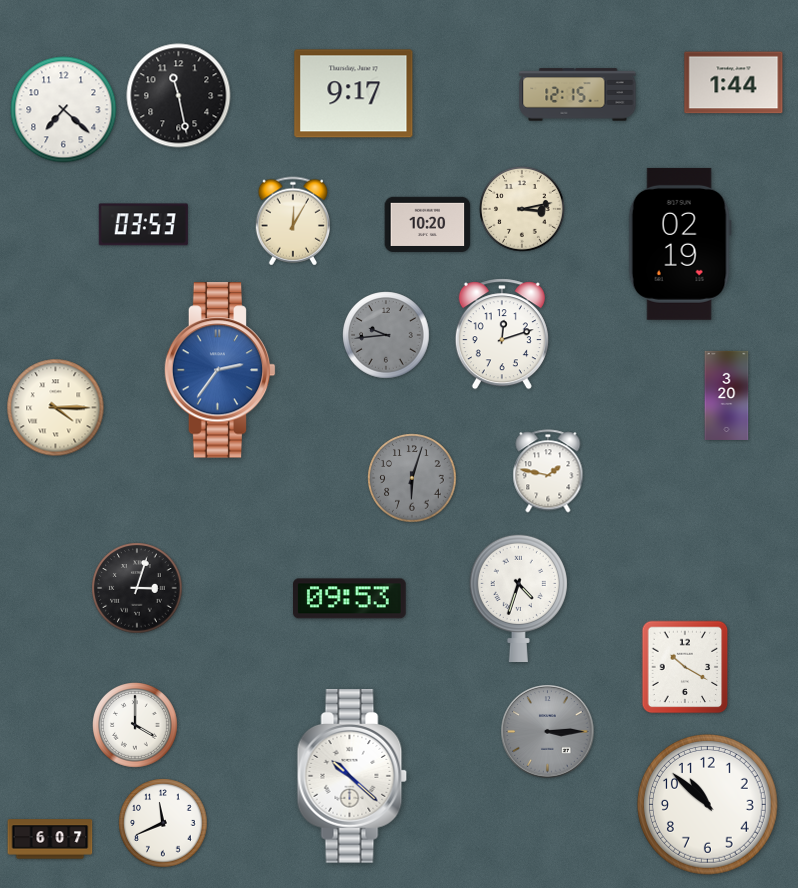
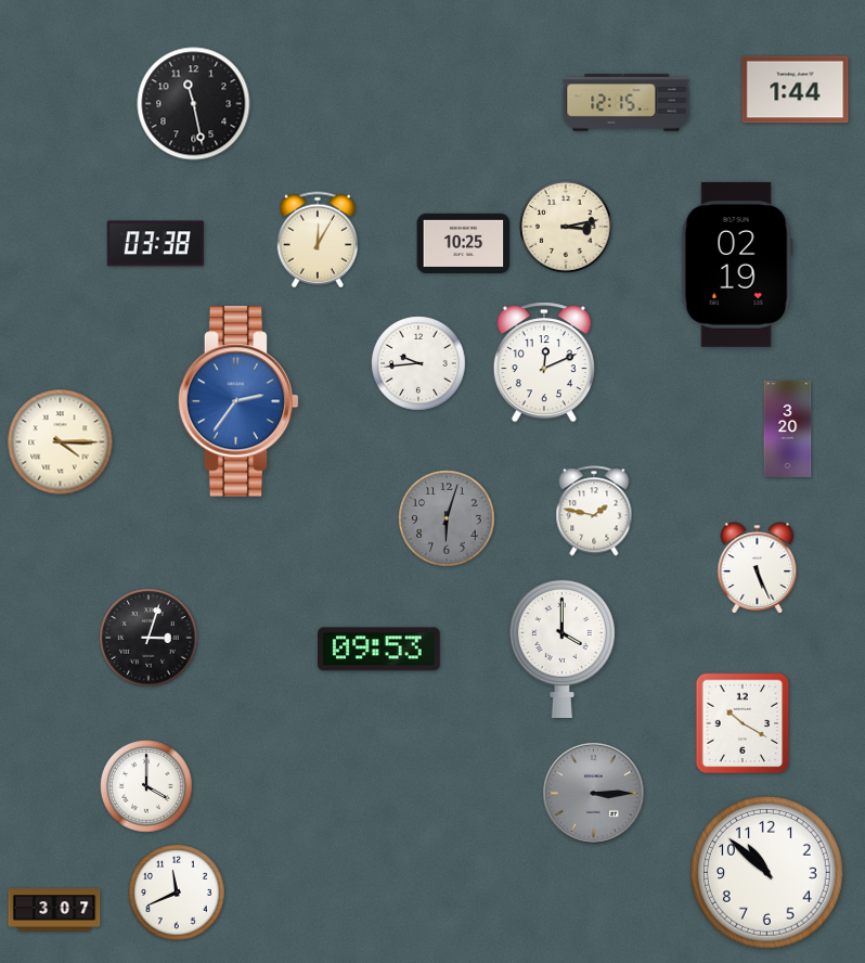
clock at (354, 94): 9:17 -> none
clock at (64, 110): 7:22 -> none
clock at (428, 224): 10:20 -> 10:25
clock at (143, 225): 03:53 -> 03:38
clock at (502, 334): 12:12 -> 12:11
clock at (386, 335) dial: grey -> white
clock at (758, 568): none -> 5:26
clock at (518, 597): 4:33 -> 4:00
clock at (352, 777): 10:22 -> none
clock at (50, 839): 6:07 -> 3:07
